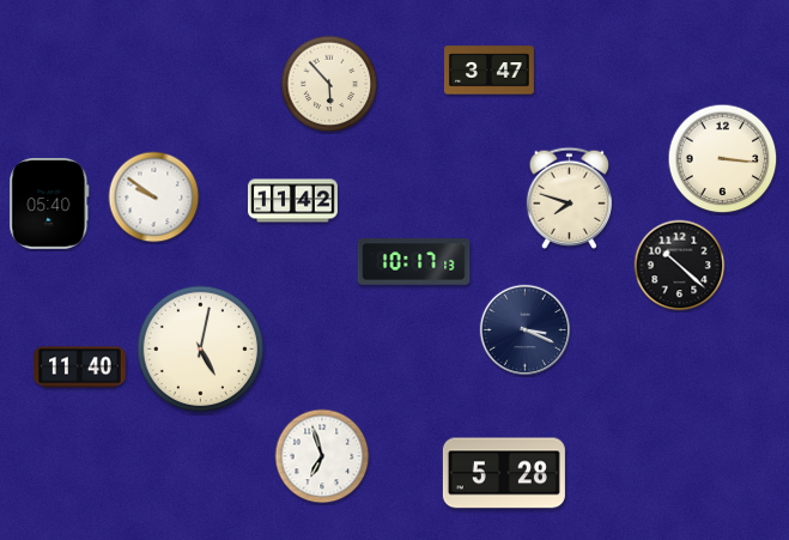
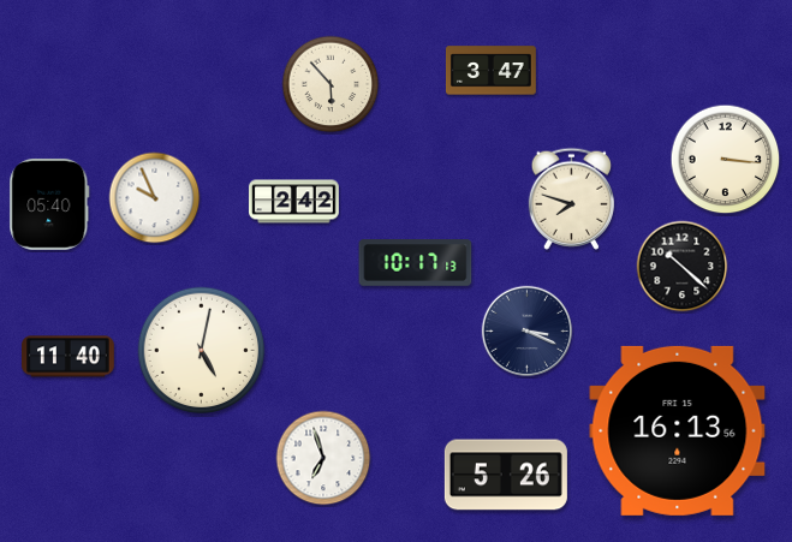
clock at (154, 198): 9:51 -> 9:56
clock at (293, 201): 11:42 -> 2:42
clock at (80, 368) position: (80, 368) -> (69, 357)
clock at (678, 430): none -> 16:13
clock at (504, 473): 5:28 -> 5:26
